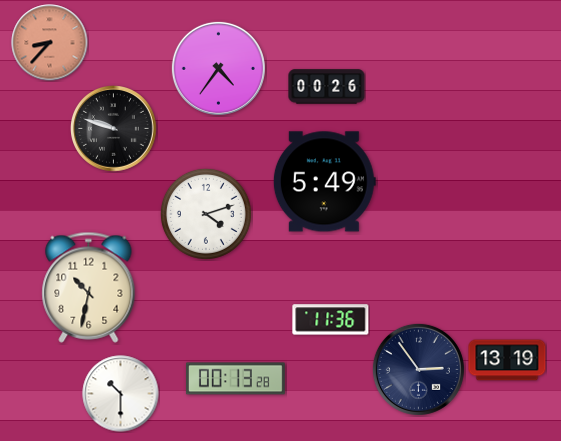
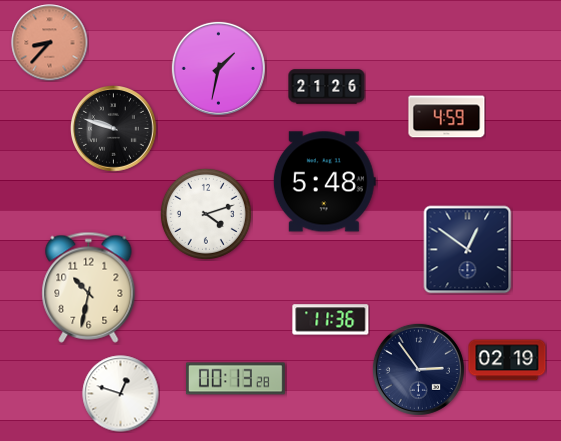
clock at (218, 68): 4:36 -> 1:32
clock at (327, 87): 00:26 -> 21:26
clock at (447, 117): none -> 4:59
clock at (324, 182): 5:49 -> 5:48
clock at (468, 250): none -> 12:51
clock at (507, 360): 13:19 -> 02:19
clock at (121, 394): 10:30 -> 12:48
